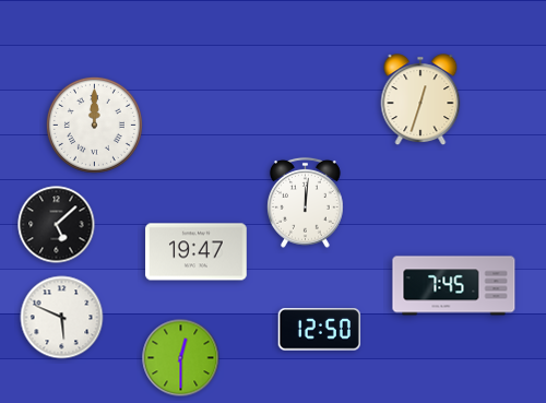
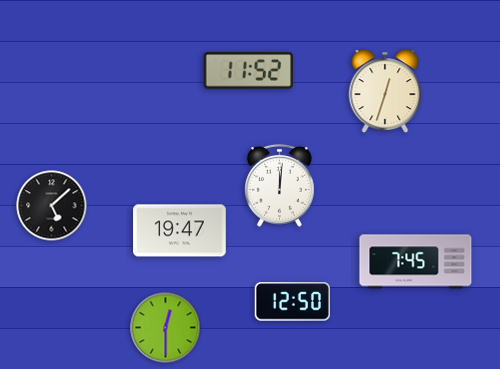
clock at (248, 71): none -> 11:52
clock at (94, 125): 12:00 -> none
clock at (62, 318): 5:49 -> none
